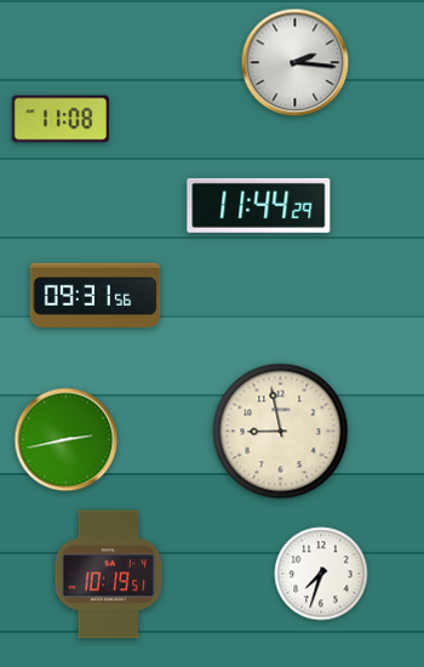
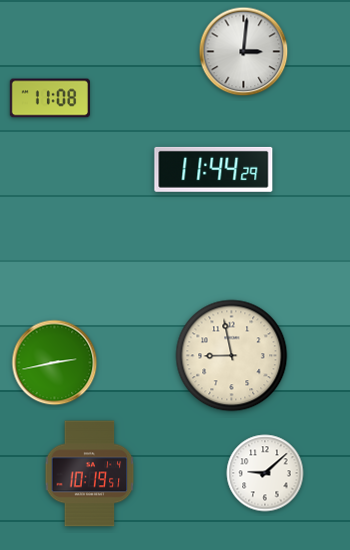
clock at (296, 63): 2:16 -> 3:01
clock at (96, 295): 09:31 -> none
clock at (321, 574): 7:33 -> 9:08
